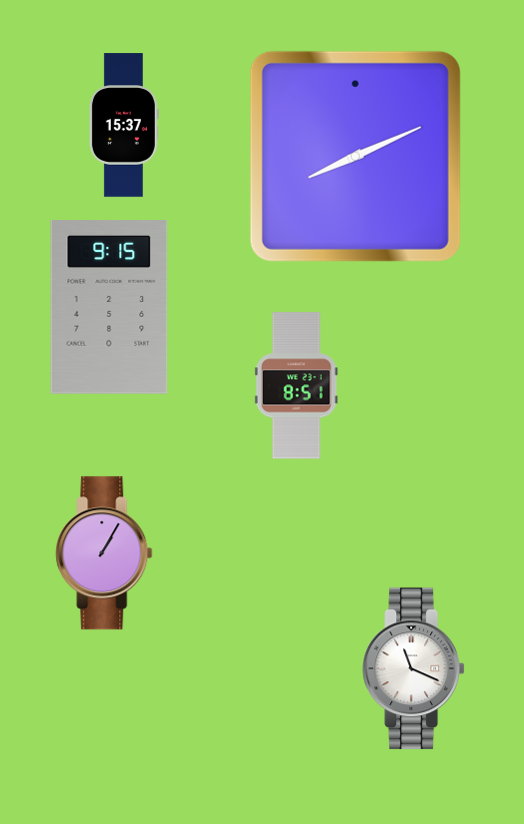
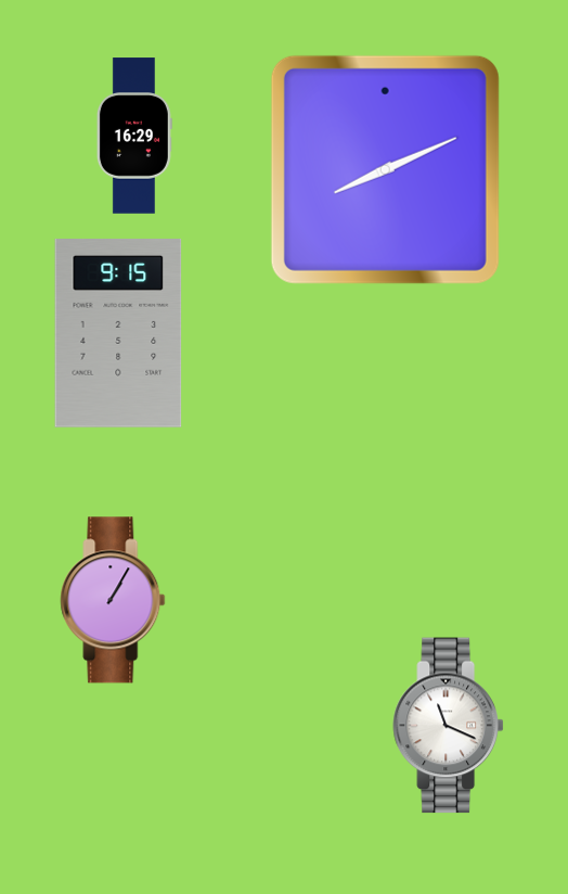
clock at (124, 125): 15:37 -> 16:29
clock at (296, 386): 8:51 -> none
